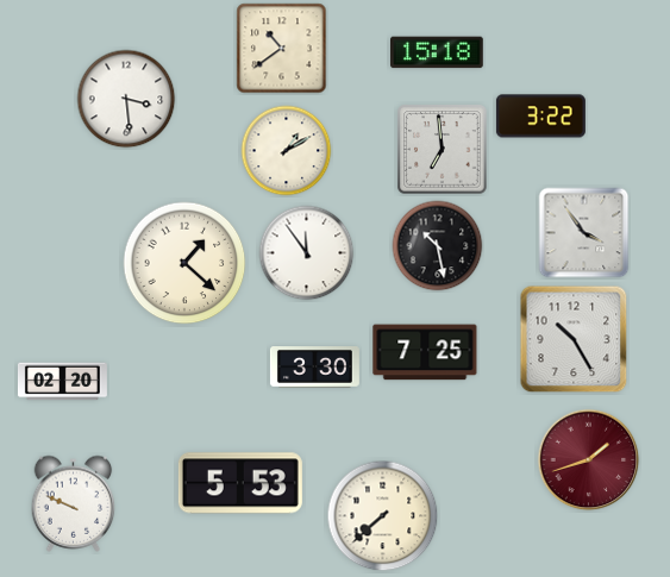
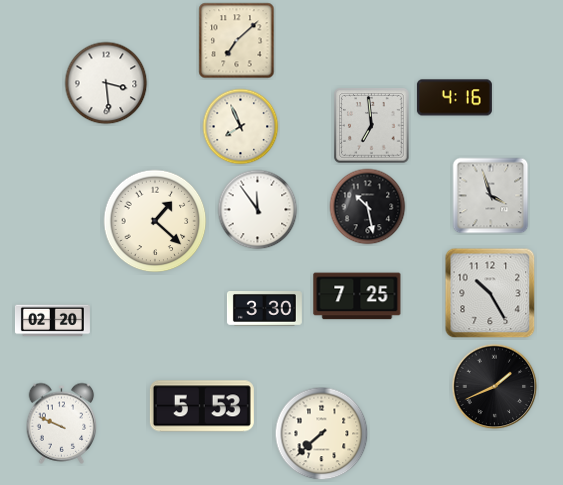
clock at (282, 49): 10:39 -> 7:08
clock at (437, 52): 15:18 -> none
clock at (540, 117): 3:22 -> 4:16
clock at (287, 151): 1:10 -> 7:56
clock at (584, 233): 3:54 -> 3:57
clock at (307, 253) position: (307, 253) -> (258, 210)
clock at (574, 339) position: (574, 339) -> (490, 293)
clock at (589, 460): 1:42 -> 1:41
clock at (589, 460) dial: burgundy -> black
